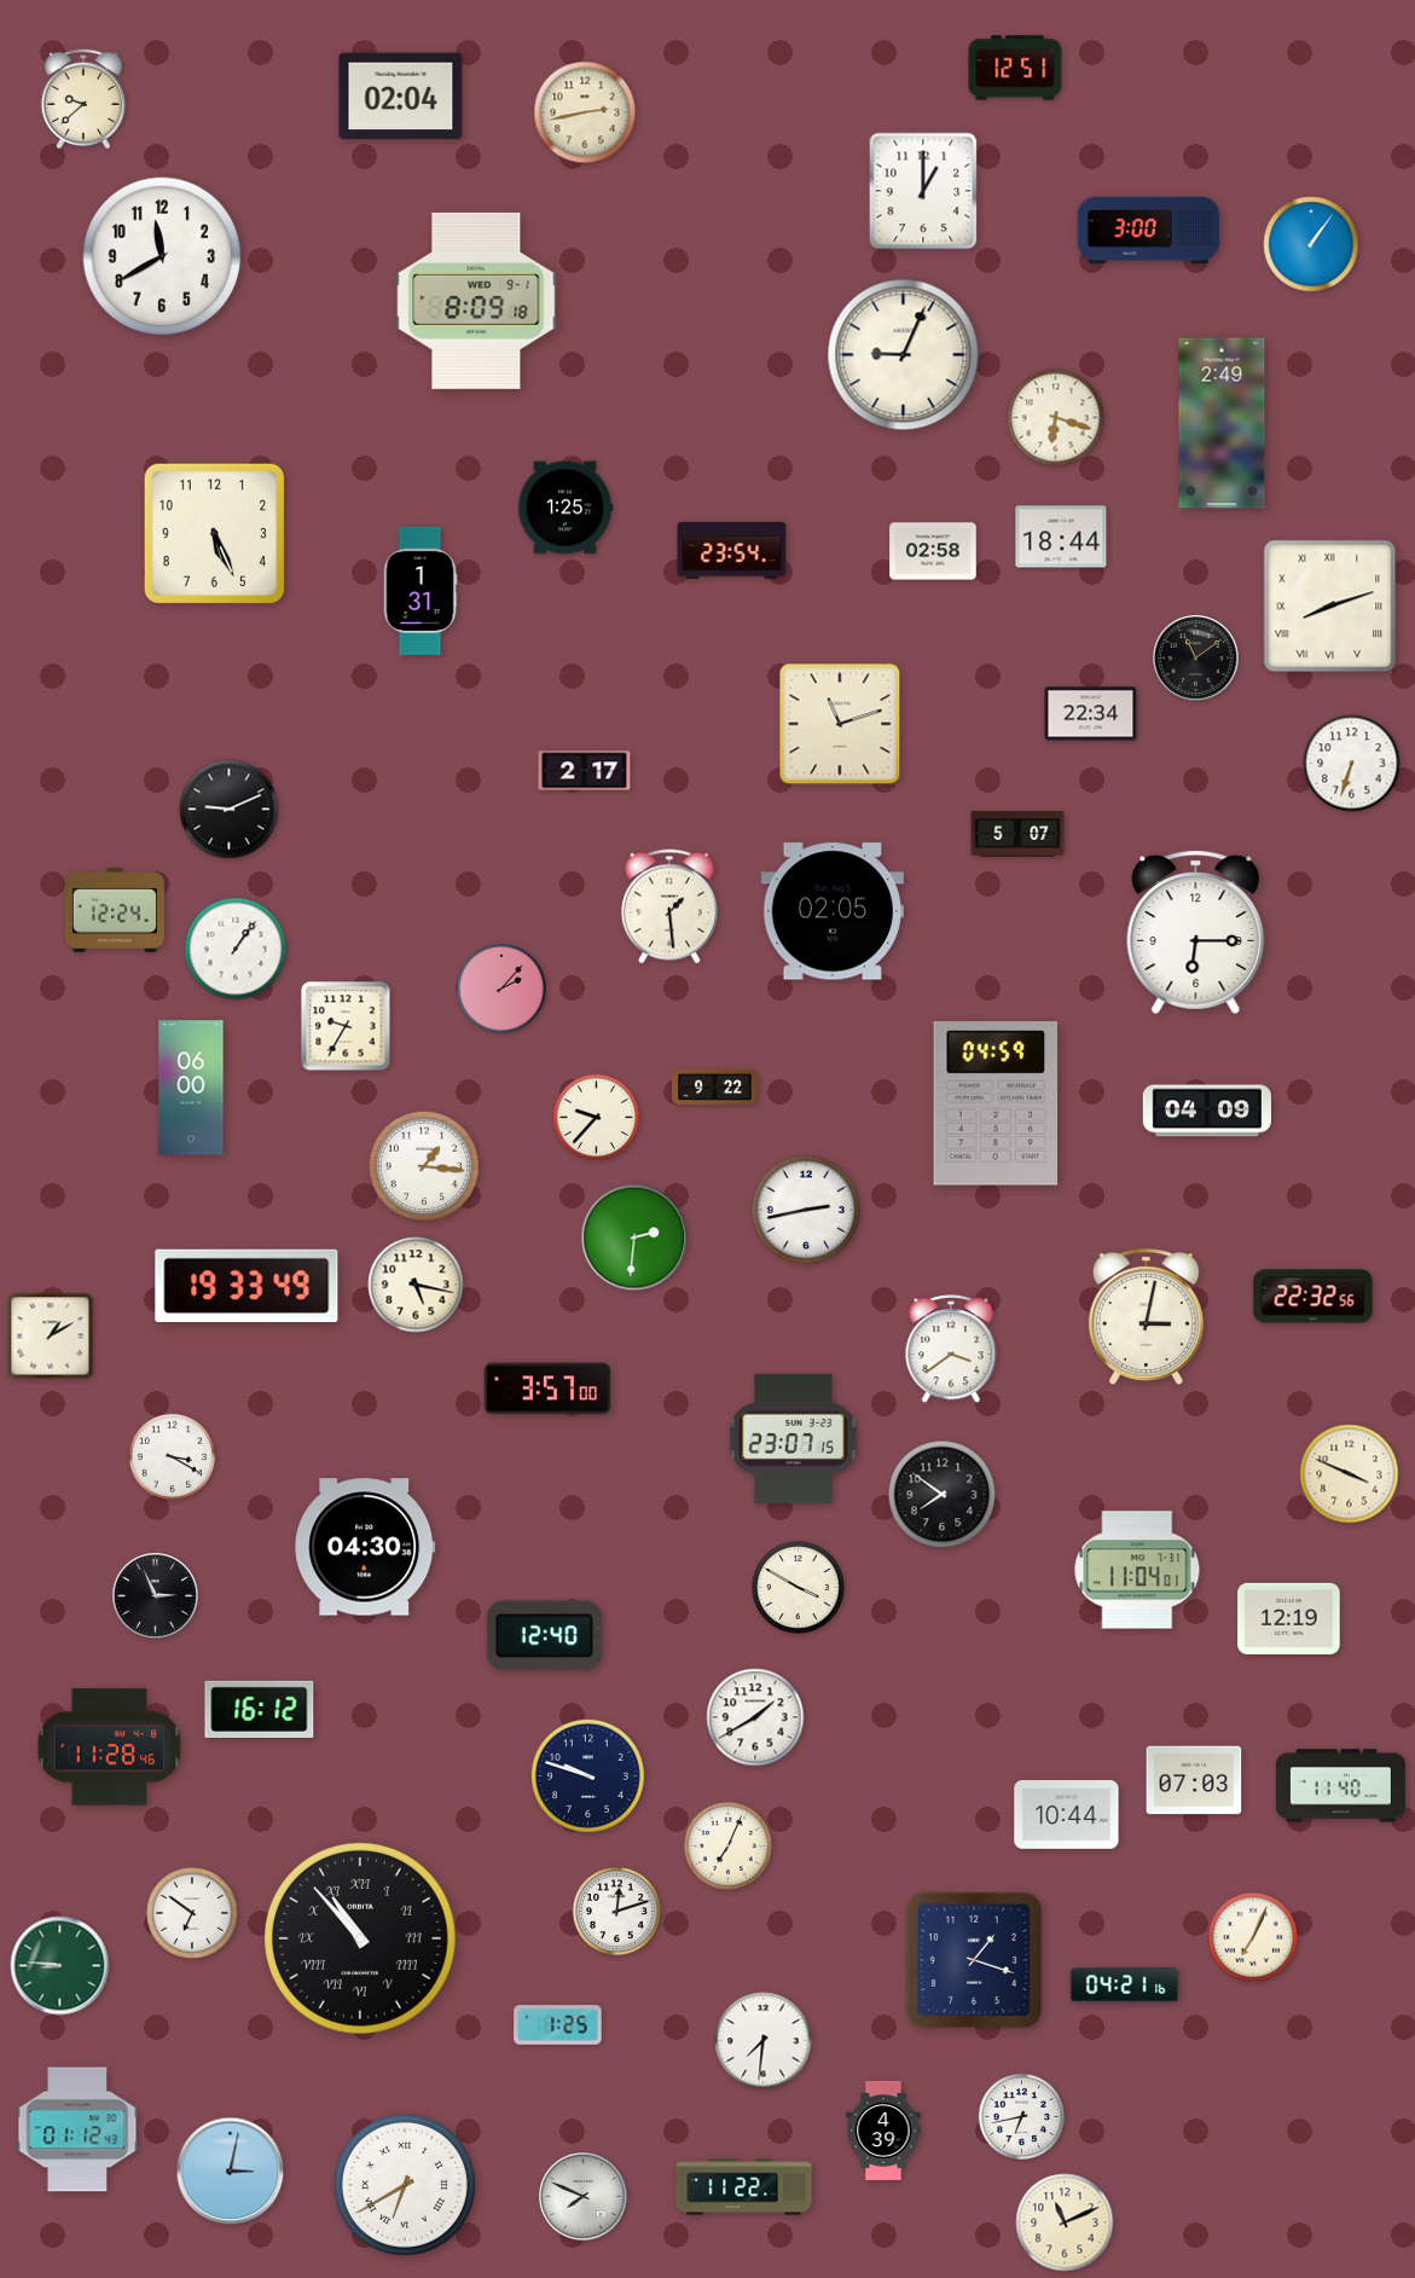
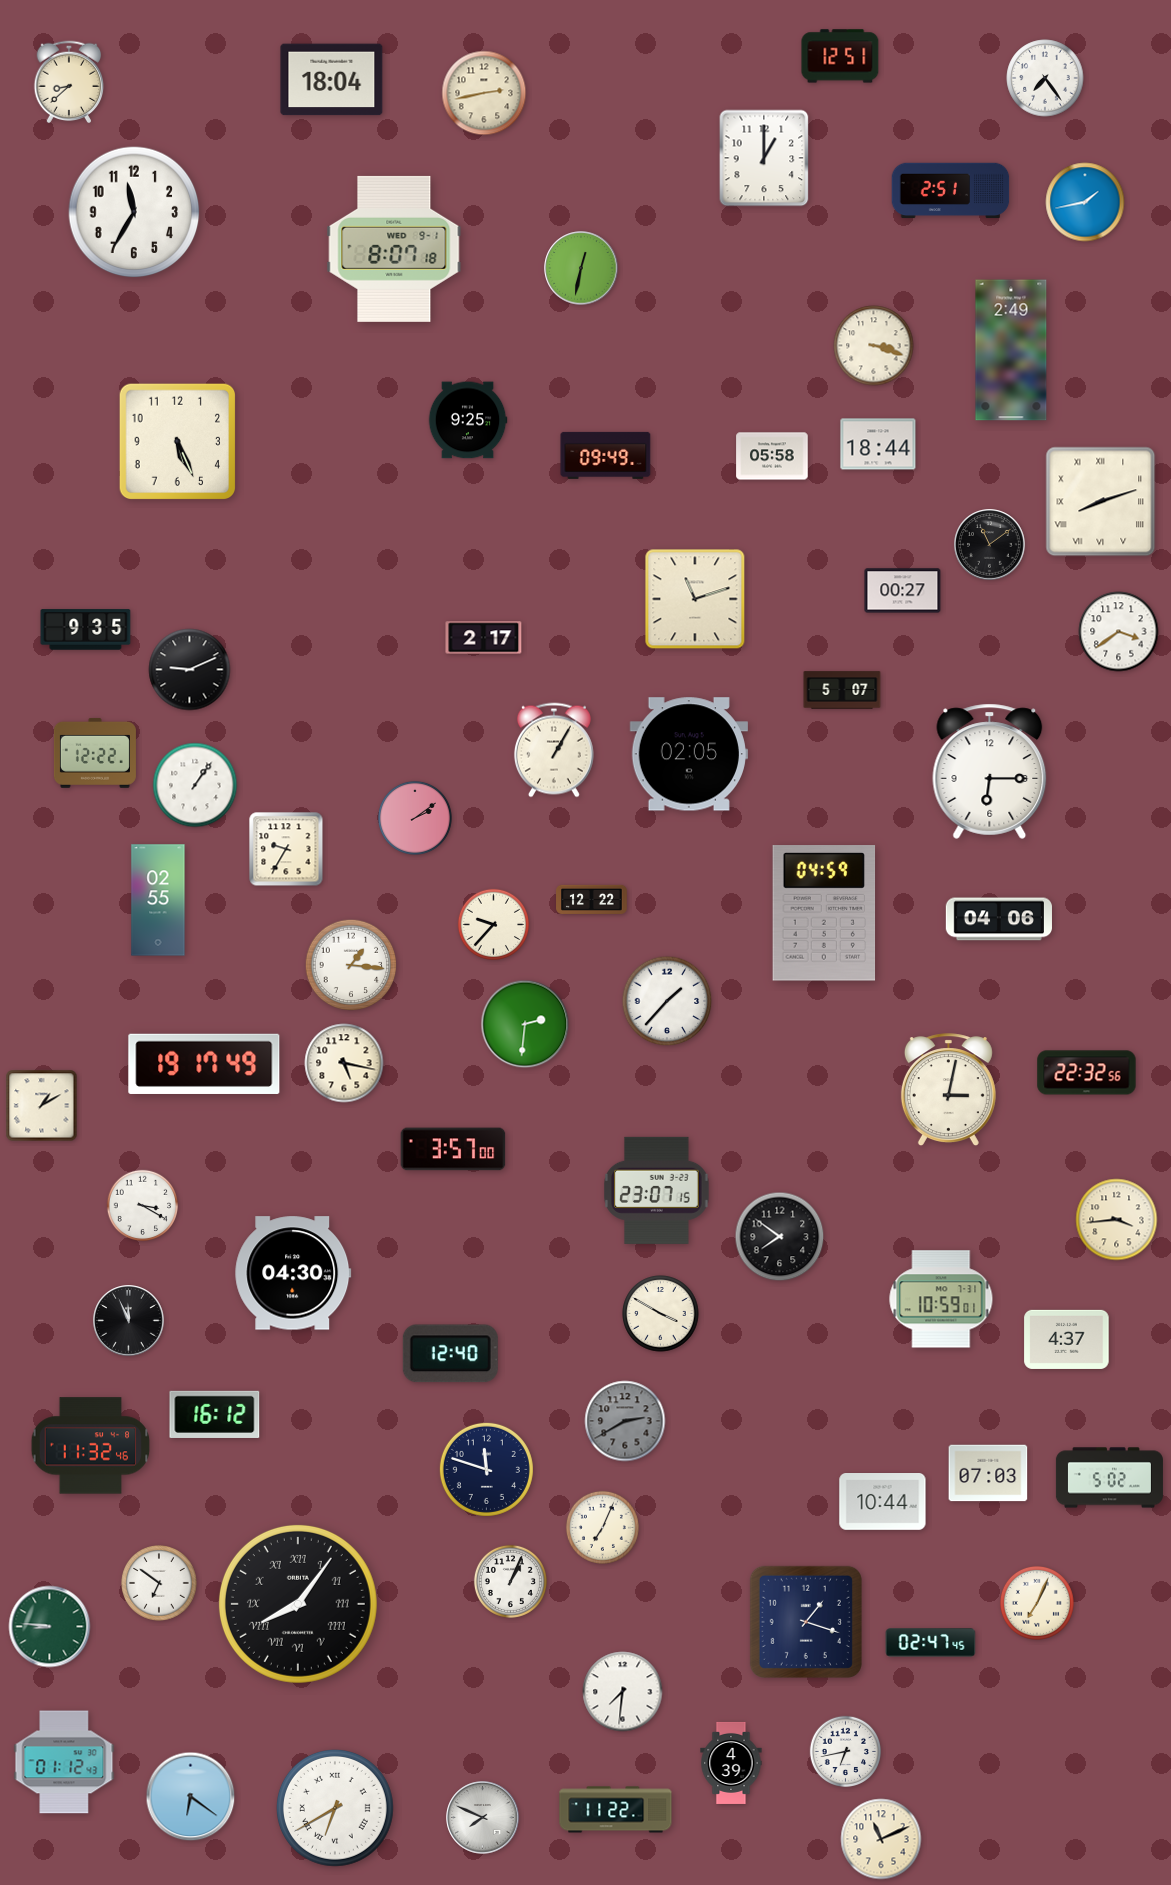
clock at (1045, 78): none -> 7:24
clock at (401, 97): 02:04 -> 18:04
clock at (83, 99): 9:38 -> 8:38
clock at (1149, 231): 3:00 -> 2:51
clock at (1311, 244): 1:06 -> 1:43
clock at (162, 256): 11:40 -> 11:35
clock at (476, 301): 8:09 -> 8:07
clock at (581, 268): none -> 12:32
clock at (904, 355): 9:04 -> none
clock at (1056, 418): 6:18 -> 3:18
clock at (566, 508): 1:25 -> 9:25
clock at (732, 550): 23:54 -> 09:49
clock at (933, 551): 02:58 -> 05:58
clock at (421, 590): 1:31 -> none
clock at (1091, 714): 22:34 -> 00:27
clock at (86, 630): none -> 9:35
clock at (1352, 764): 6:33 -> 3:39
clock at (669, 906): 1:29 -> 1:05
clock at (115, 910): 12:24 -> 12:22
clock at (501, 989): 2:07 -> 2:09
clock at (715, 1086): 9:22 -> 12:22
clock at (191, 1088): 06:00 -> 02:55
clock at (1207, 1111): 04:09 -> 04:06
clock at (806, 1210): 2:43 -> 1:37
clock at (247, 1286): 19:33 -> 19:17
clock at (951, 1350): 3:39 -> none
clock at (1350, 1474): 3:49 -> 3:44
clock at (365, 1547) position: (365, 1547) -> (293, 1273)
clock at (1137, 1570): 11:04 -> 10:59
clock at (156, 1596): 2:56 -> 11:56
clock at (1289, 1618): 12:19 -> 4:37
clock at (755, 1717): 1:40 -> 2:40
clock at (755, 1717) dial: white -> grey
clock at (110, 1747): 11:28 -> 11:32
clock at (587, 1775): 9:48 -> 11:48
clock at (1340, 1786): 11:40 -> 5:02
clock at (616, 1911): 12:12 -> 1:04
clock at (360, 1938): 10:53 -> 8:06
clock at (1125, 1986): 04:21 -> 02:47
clock at (558, 2025): 1:25 -> none
clock at (764, 2041) position: (764, 2041) -> (623, 1692)
clock at (231, 2172): 3:02 -> 6:21
